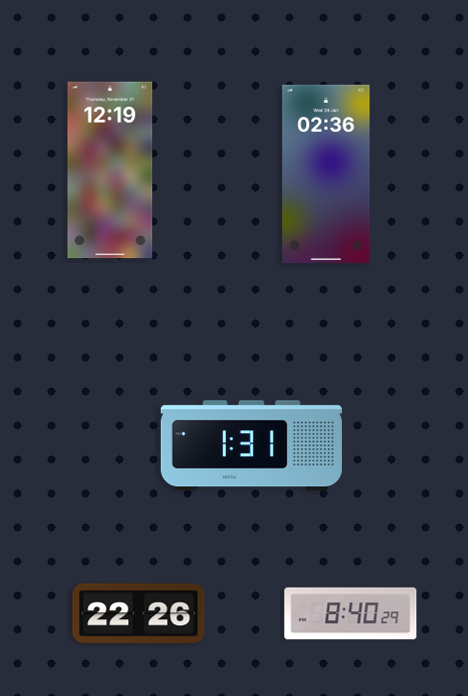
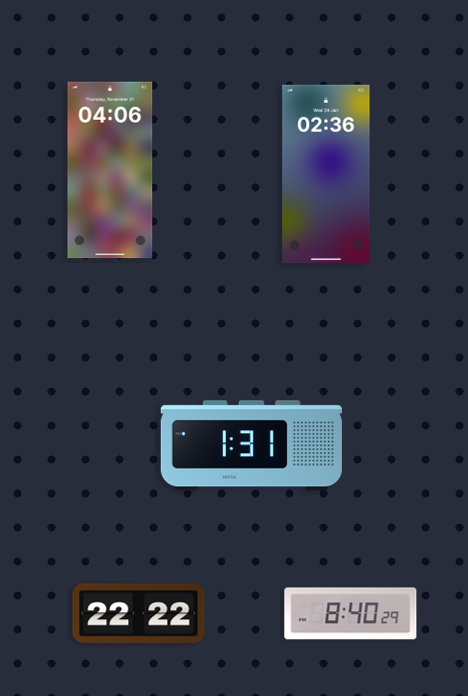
clock at (110, 170): 12:19 -> 04:06
clock at (139, 614): 22:26 -> 22:22
